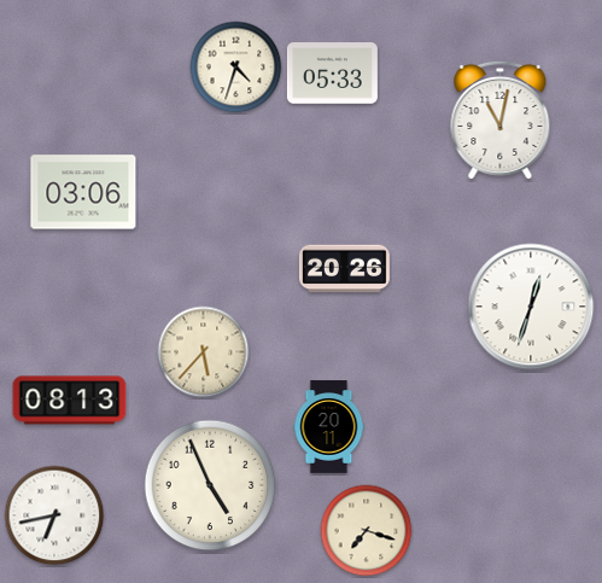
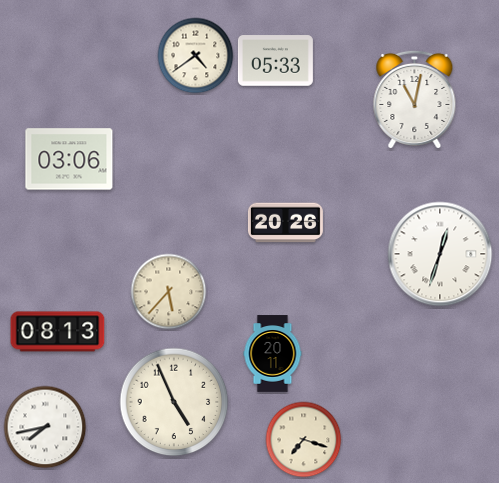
clock at (236, 68): 4:33 -> 4:39
clock at (54, 515): 6:43 -> 7:43
